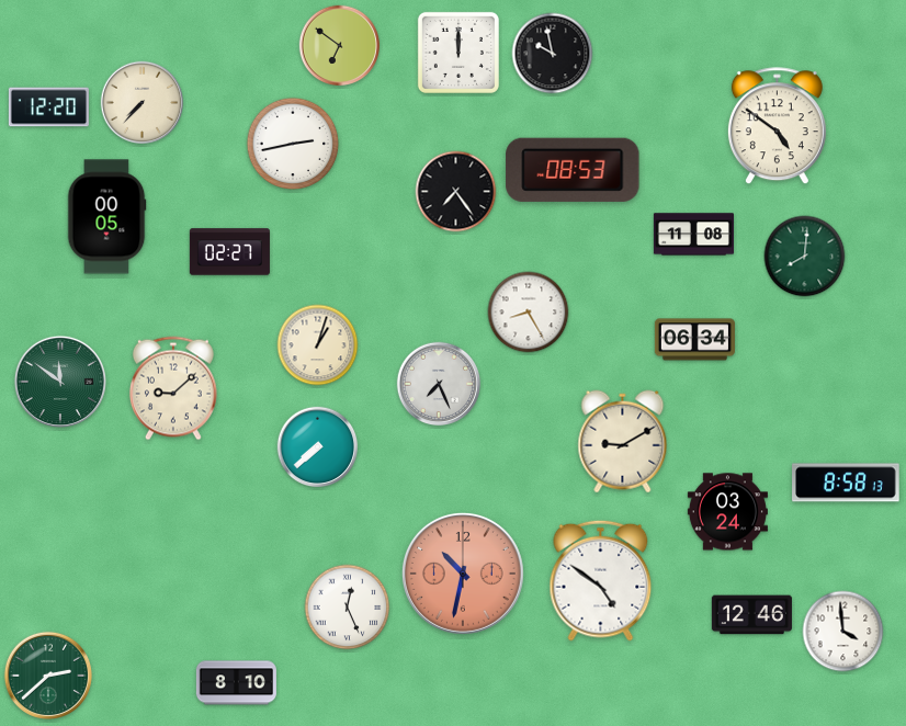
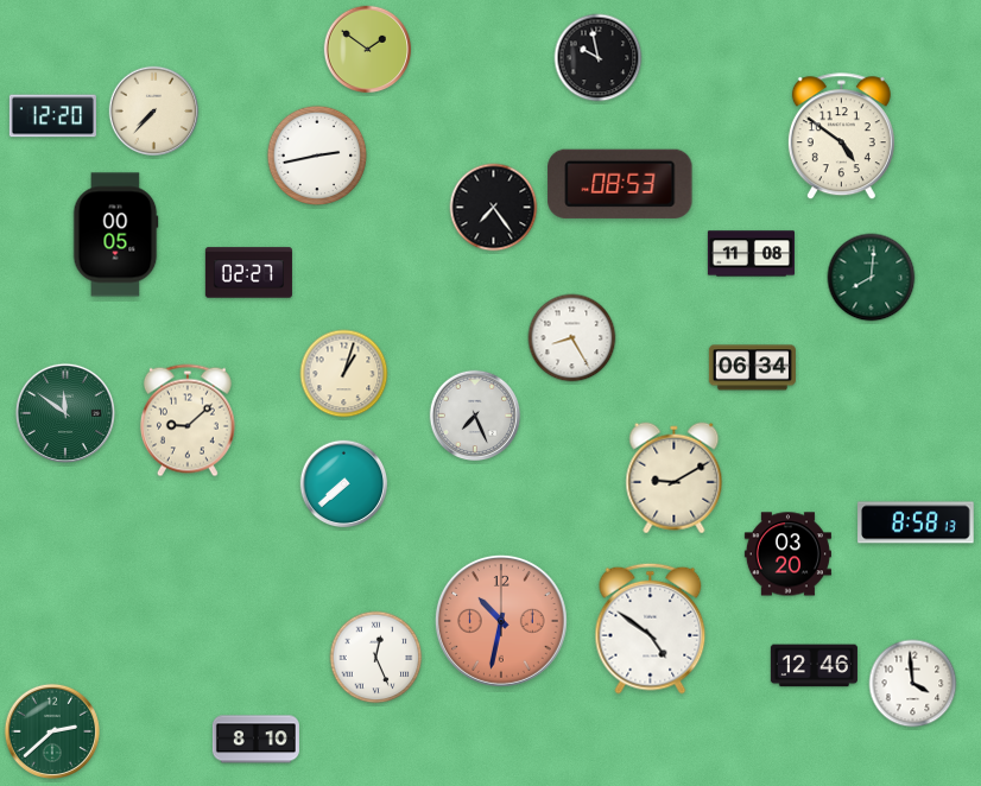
clock at (340, 46): 6:51 -> 1:51
clock at (458, 53): 12:00 -> none
clock at (727, 512): 03:24 -> 03:20
